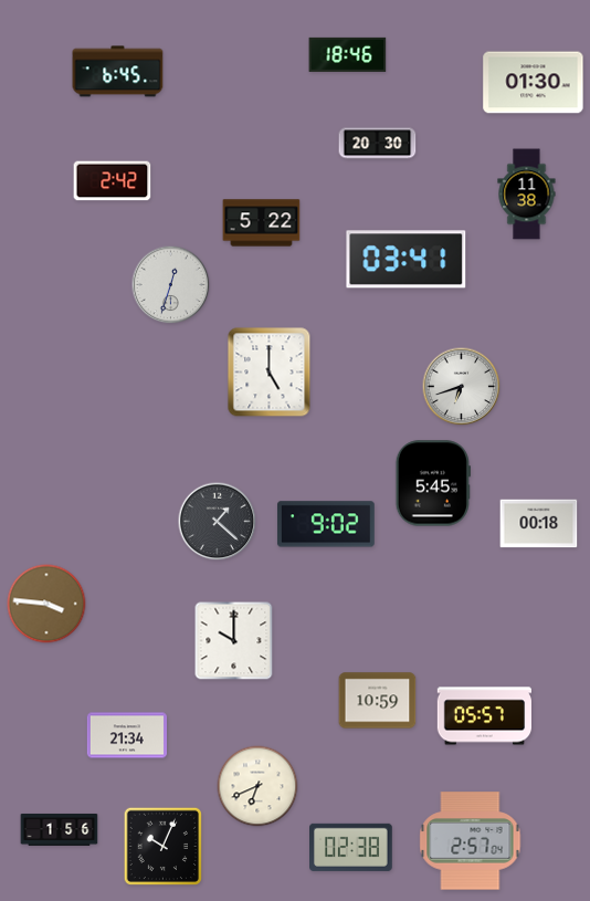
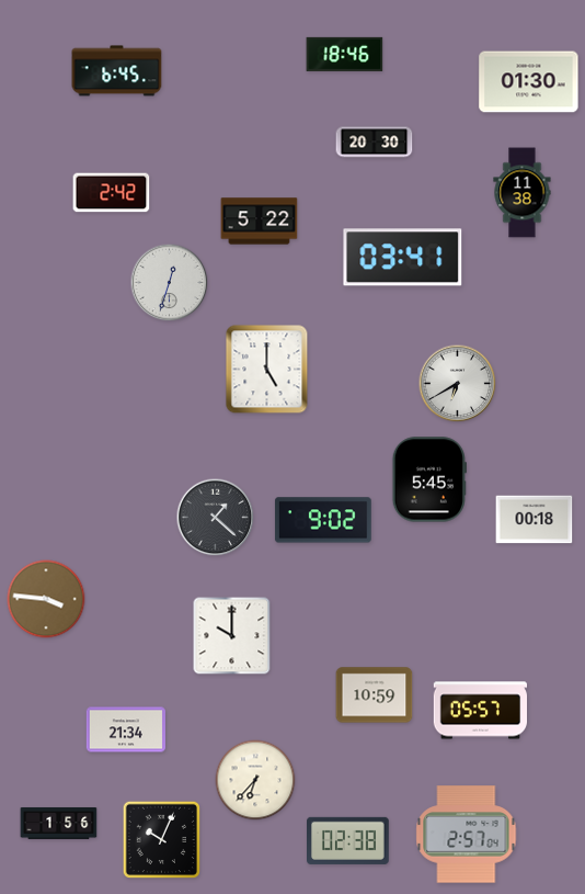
clock at (113, 181) position: (113, 181) -> (112, 193)
clock at (462, 387): 6:42 -> 6:40
clock at (257, 786): 6:41 -> 6:37
